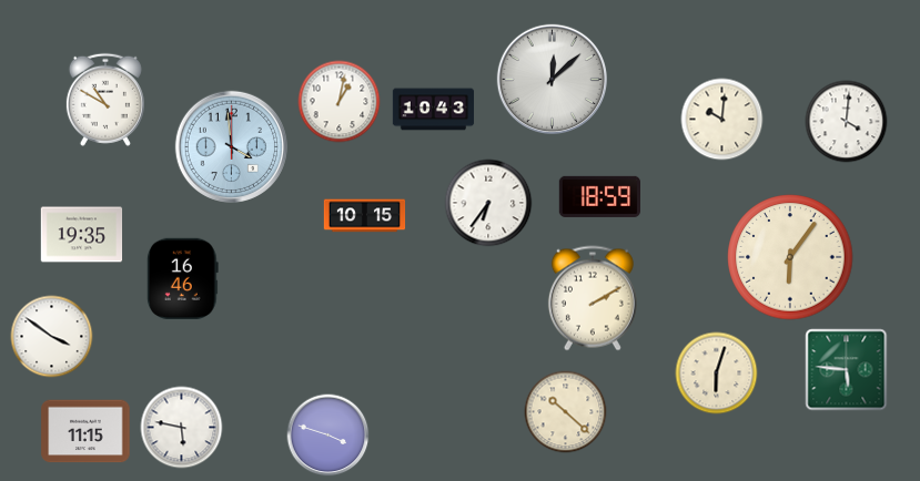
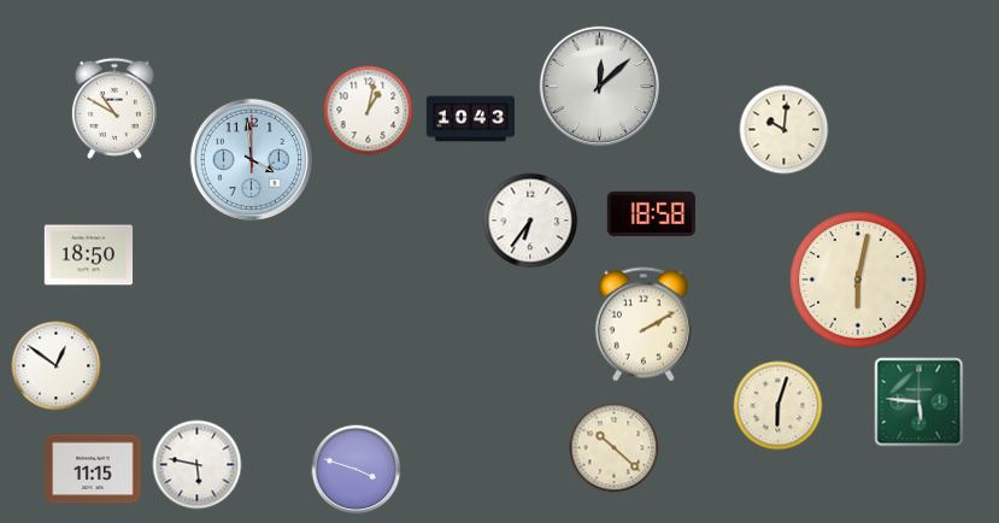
clock at (847, 122): 4:01 -> none
clock at (599, 196): 18:59 -> 18:58
clock at (365, 216): 10:15 -> none
clock at (82, 235): 19:35 -> 18:50
clock at (790, 257): 6:06 -> 6:02
clock at (182, 278): 16:46 -> none
clock at (52, 337): 3:51 -> 12:51
clock at (328, 436) position: (328, 436) -> (357, 470)
